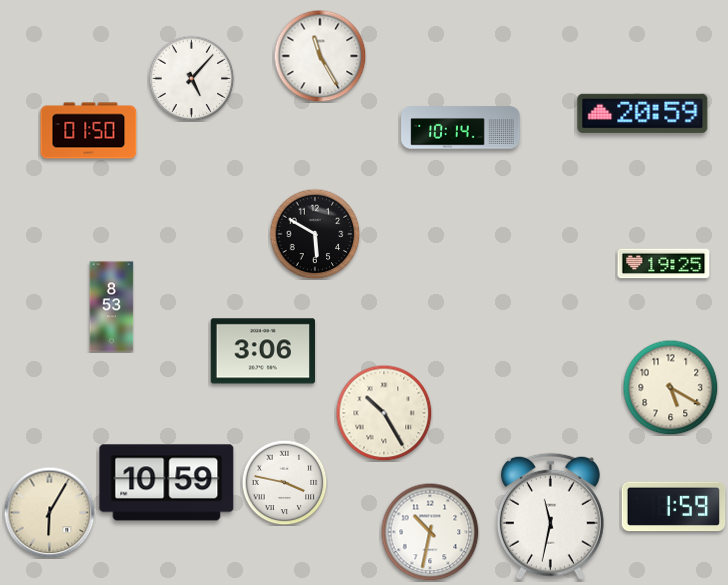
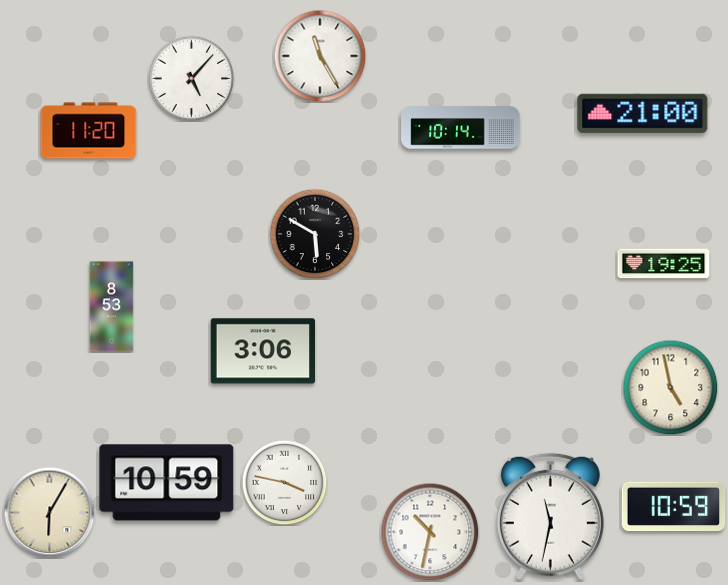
clock at (643, 113): 20:59 -> 21:00
clock at (89, 131): 01:50 -> 11:20
clock at (670, 387): 5:20 -> 4:58
clock at (384, 413): 10:25 -> none
clock at (674, 507): 1:59 -> 10:59
